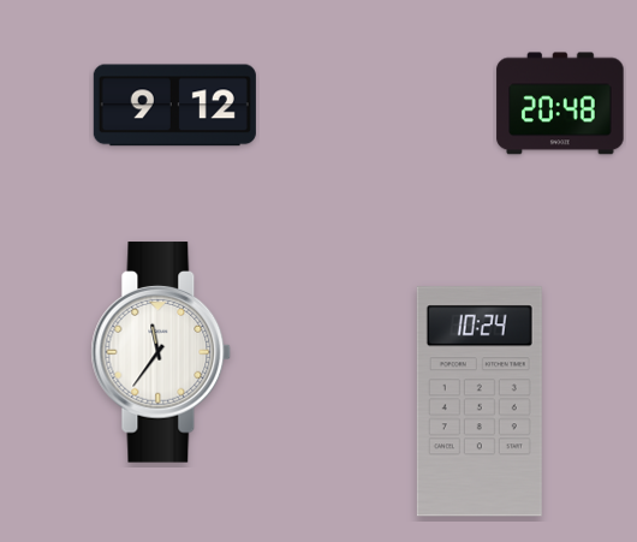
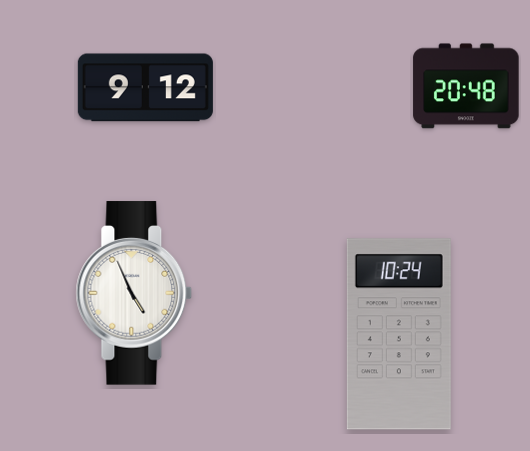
clock at (161, 352): 11:36 -> 4:56
